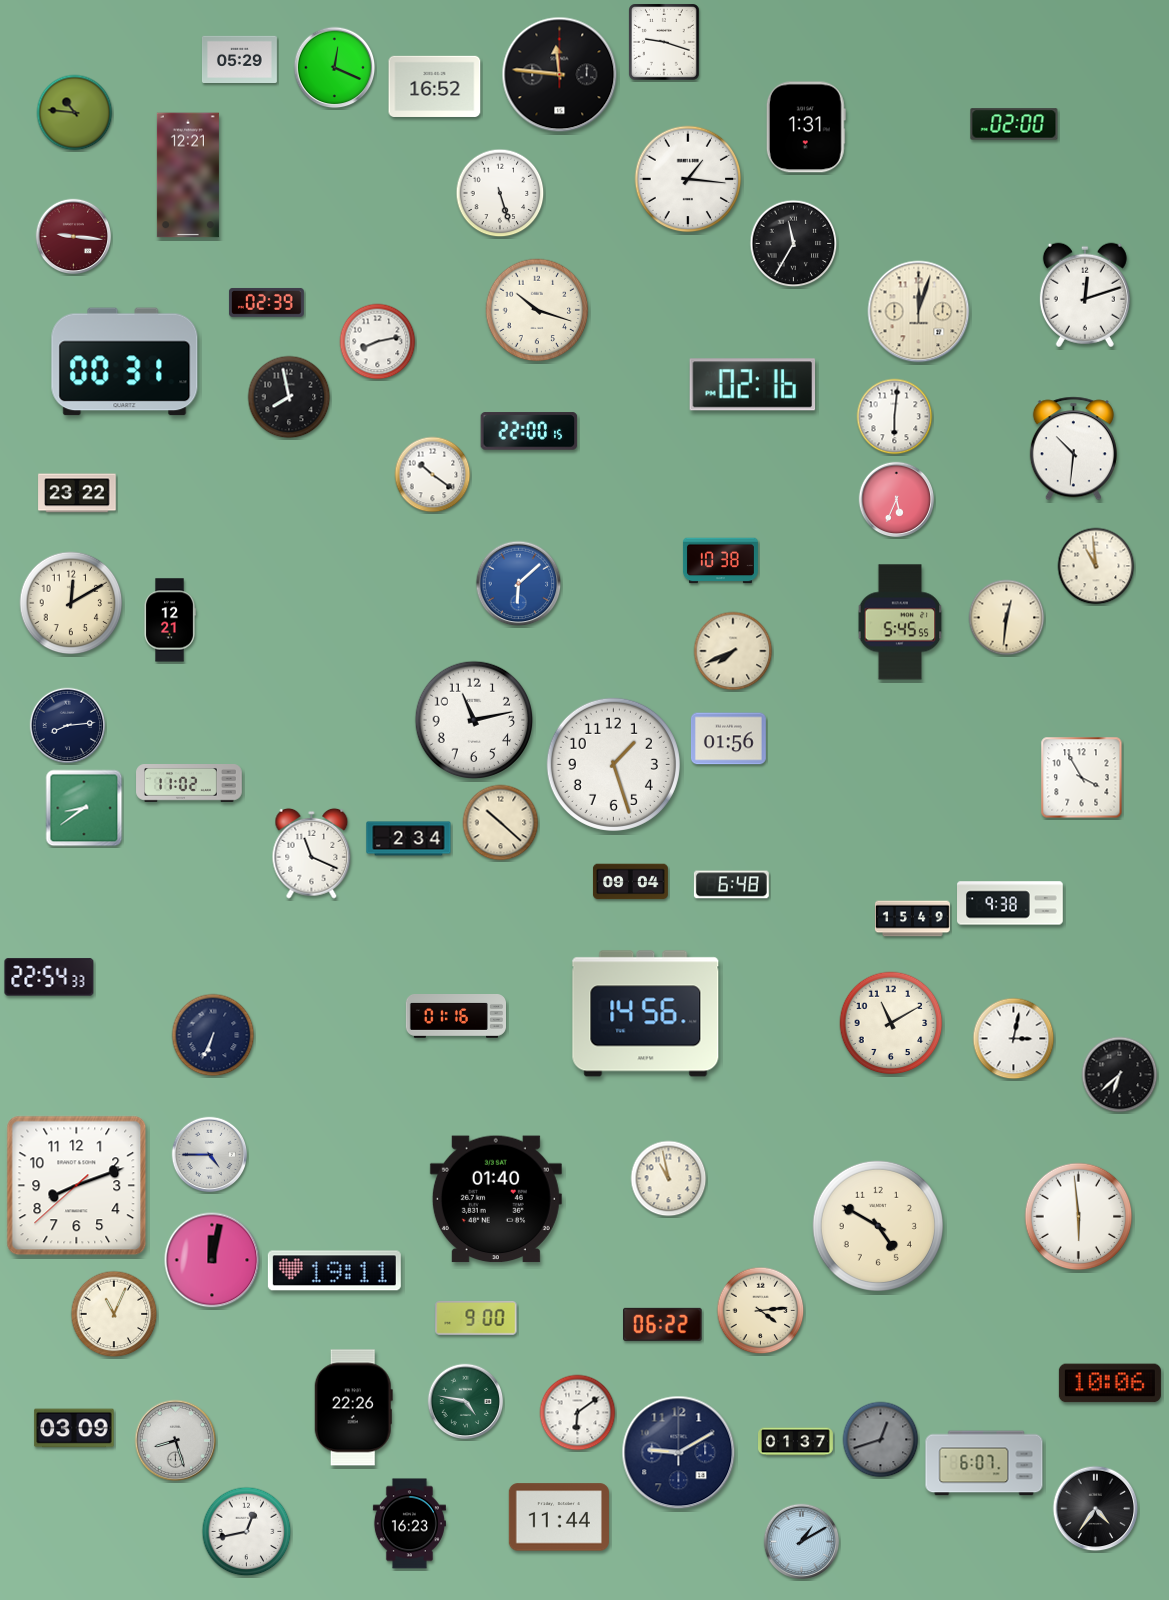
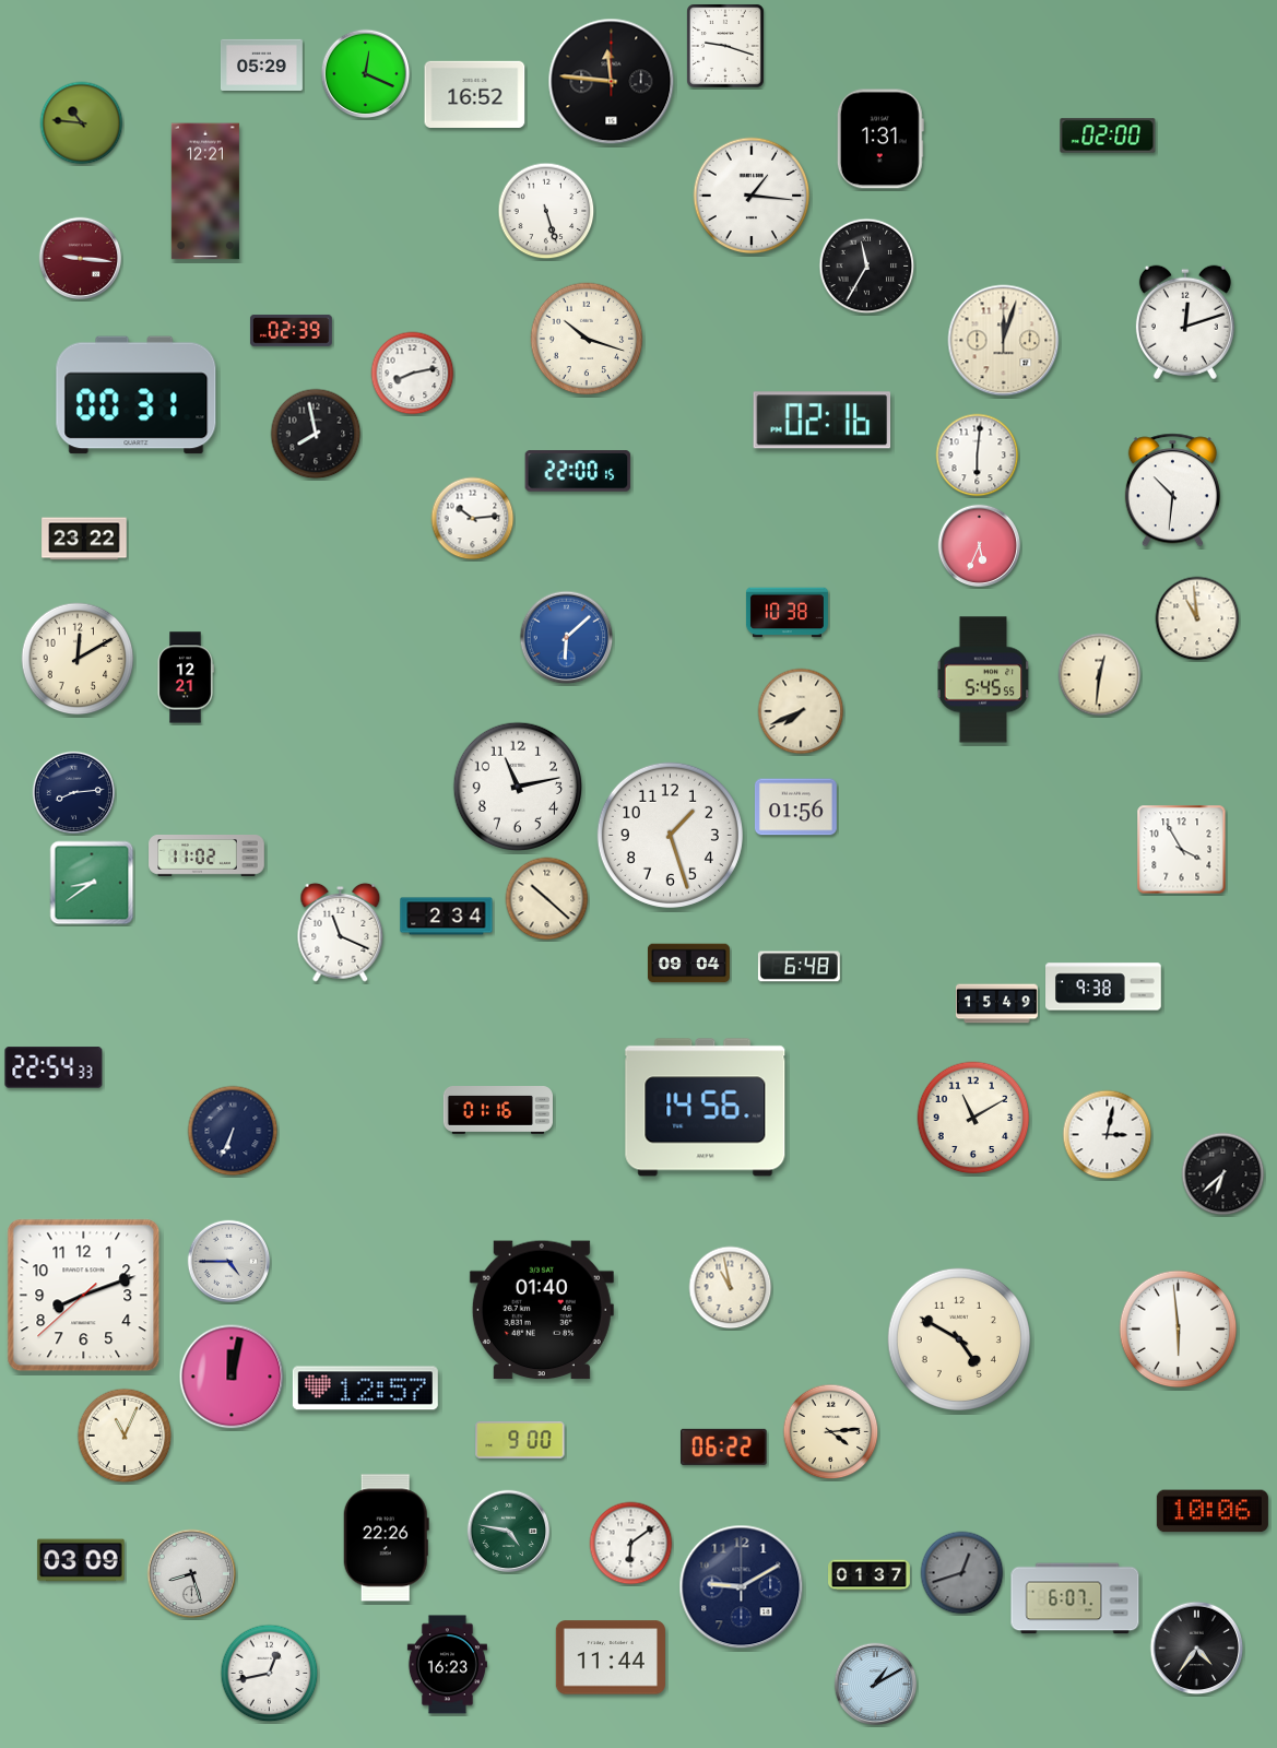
clock at (433, 475): 10:21 -> 10:14
clock at (334, 1271): 19:11 -> 12:57
